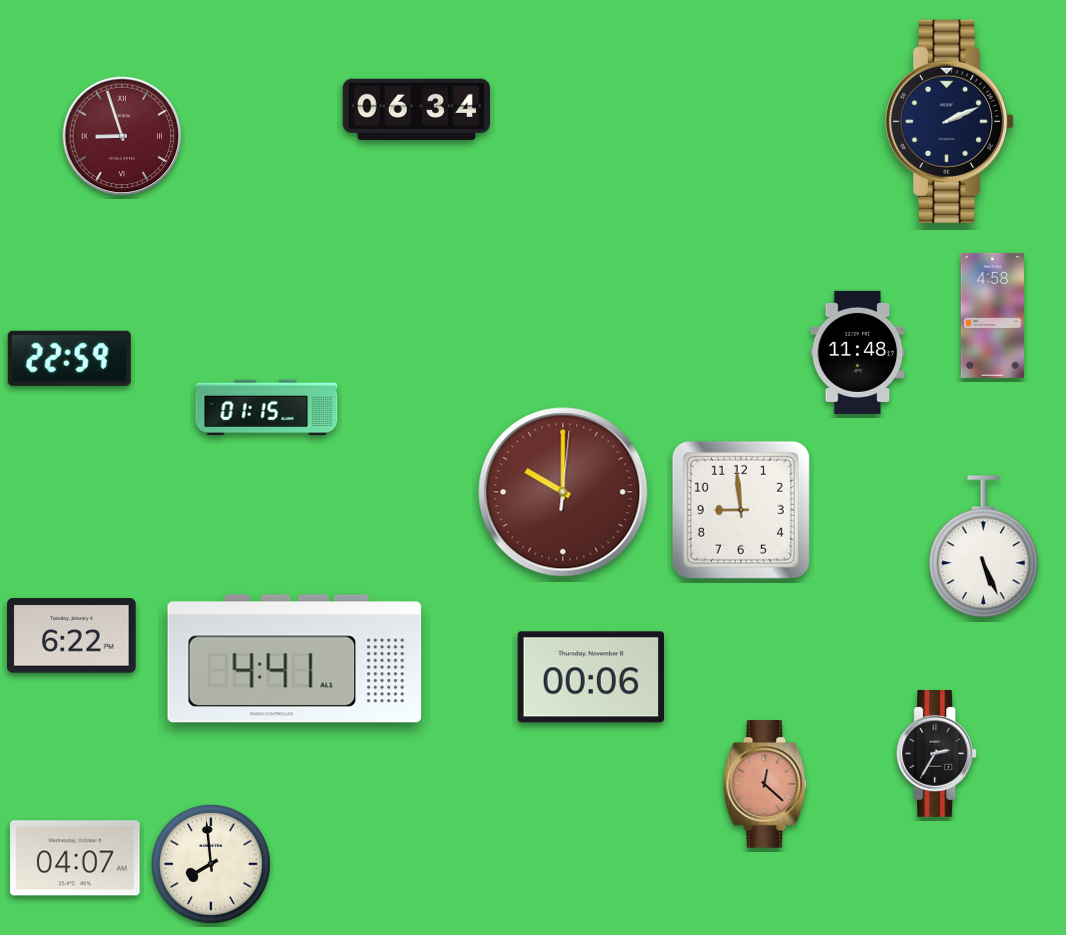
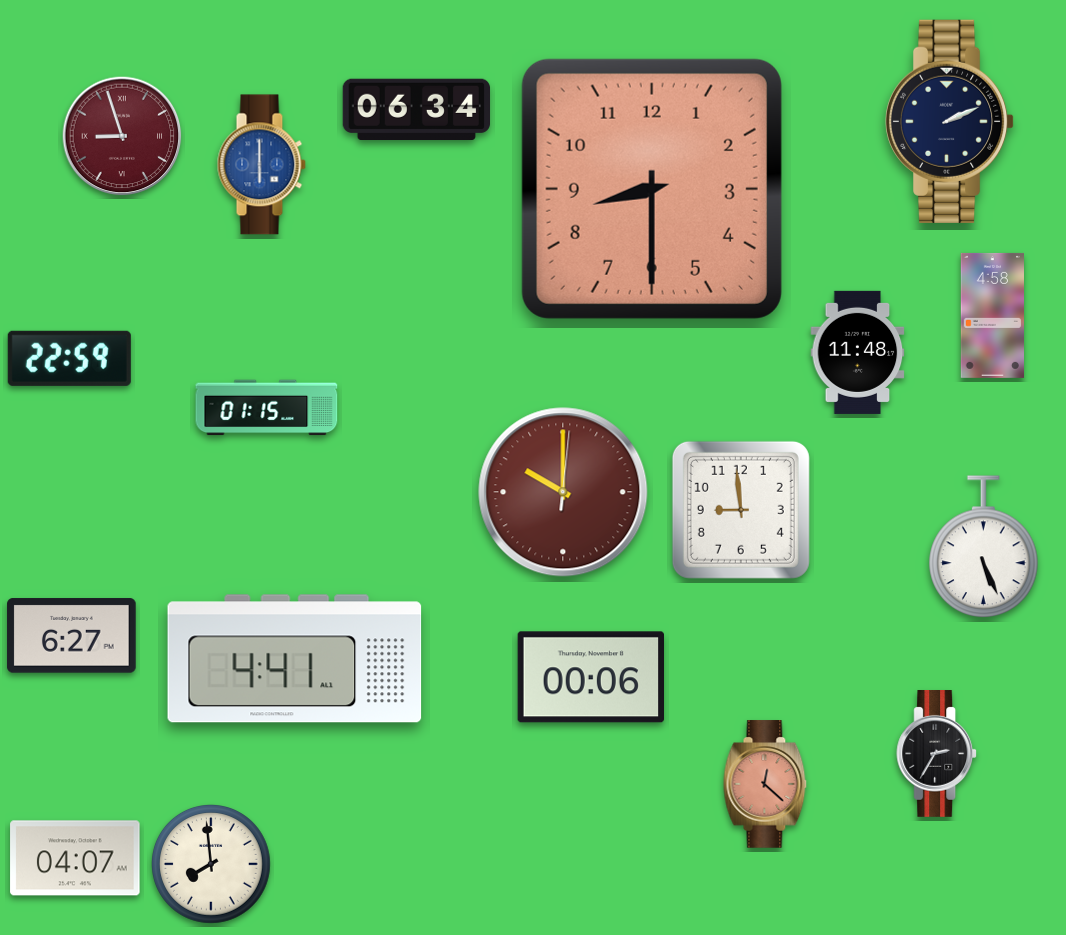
clock at (261, 165): none -> 6:00
clock at (652, 189): none -> 8:30
clock at (72, 636): 6:22 -> 6:27
